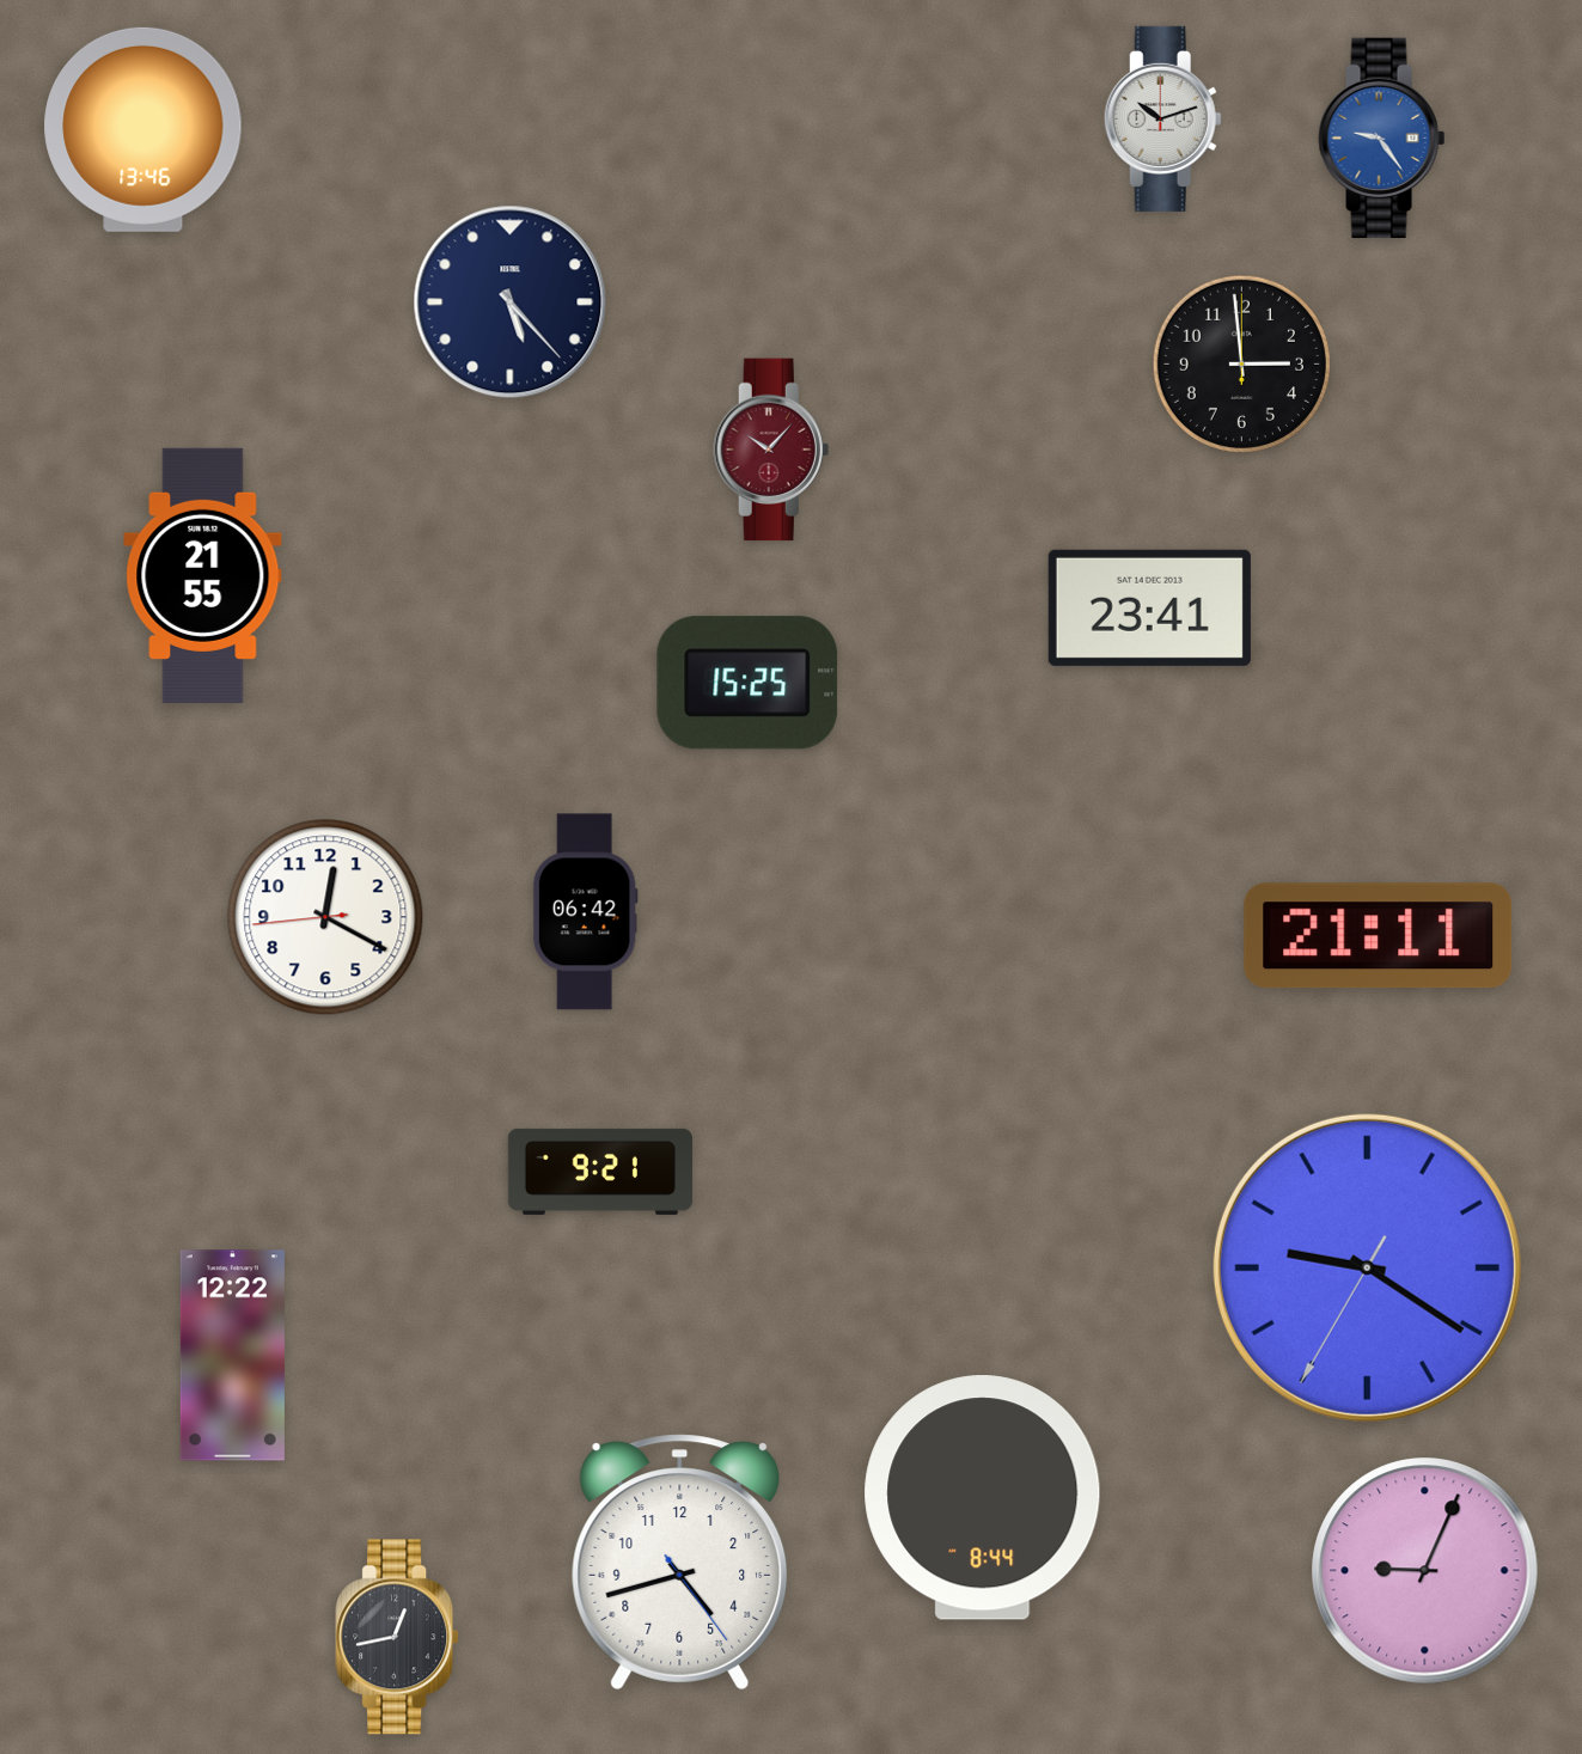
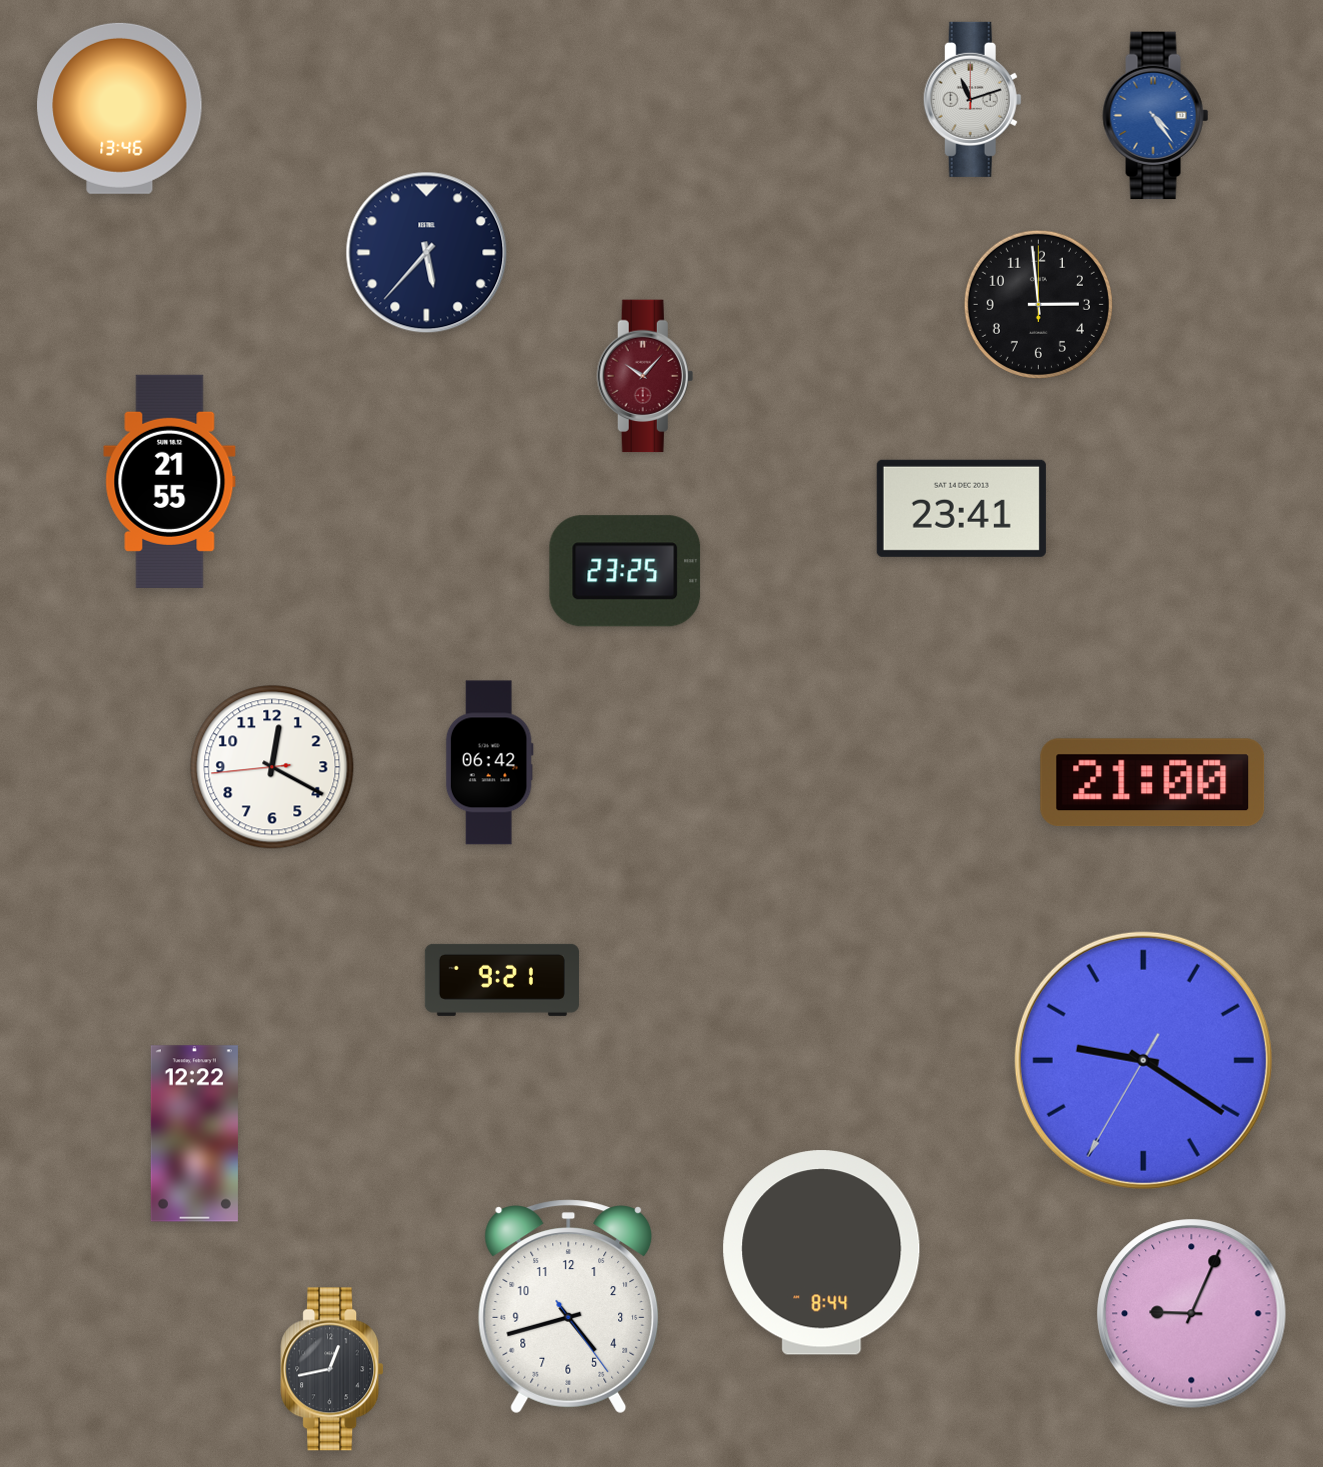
clock at (1162, 118): 10:12 -> 11:12
clock at (1382, 139): 9:24 -> 4:24
clock at (511, 302): 5:23 -> 5:37
clock at (747, 683): 15:25 -> 23:25
clock at (1379, 936): 21:11 -> 21:00
